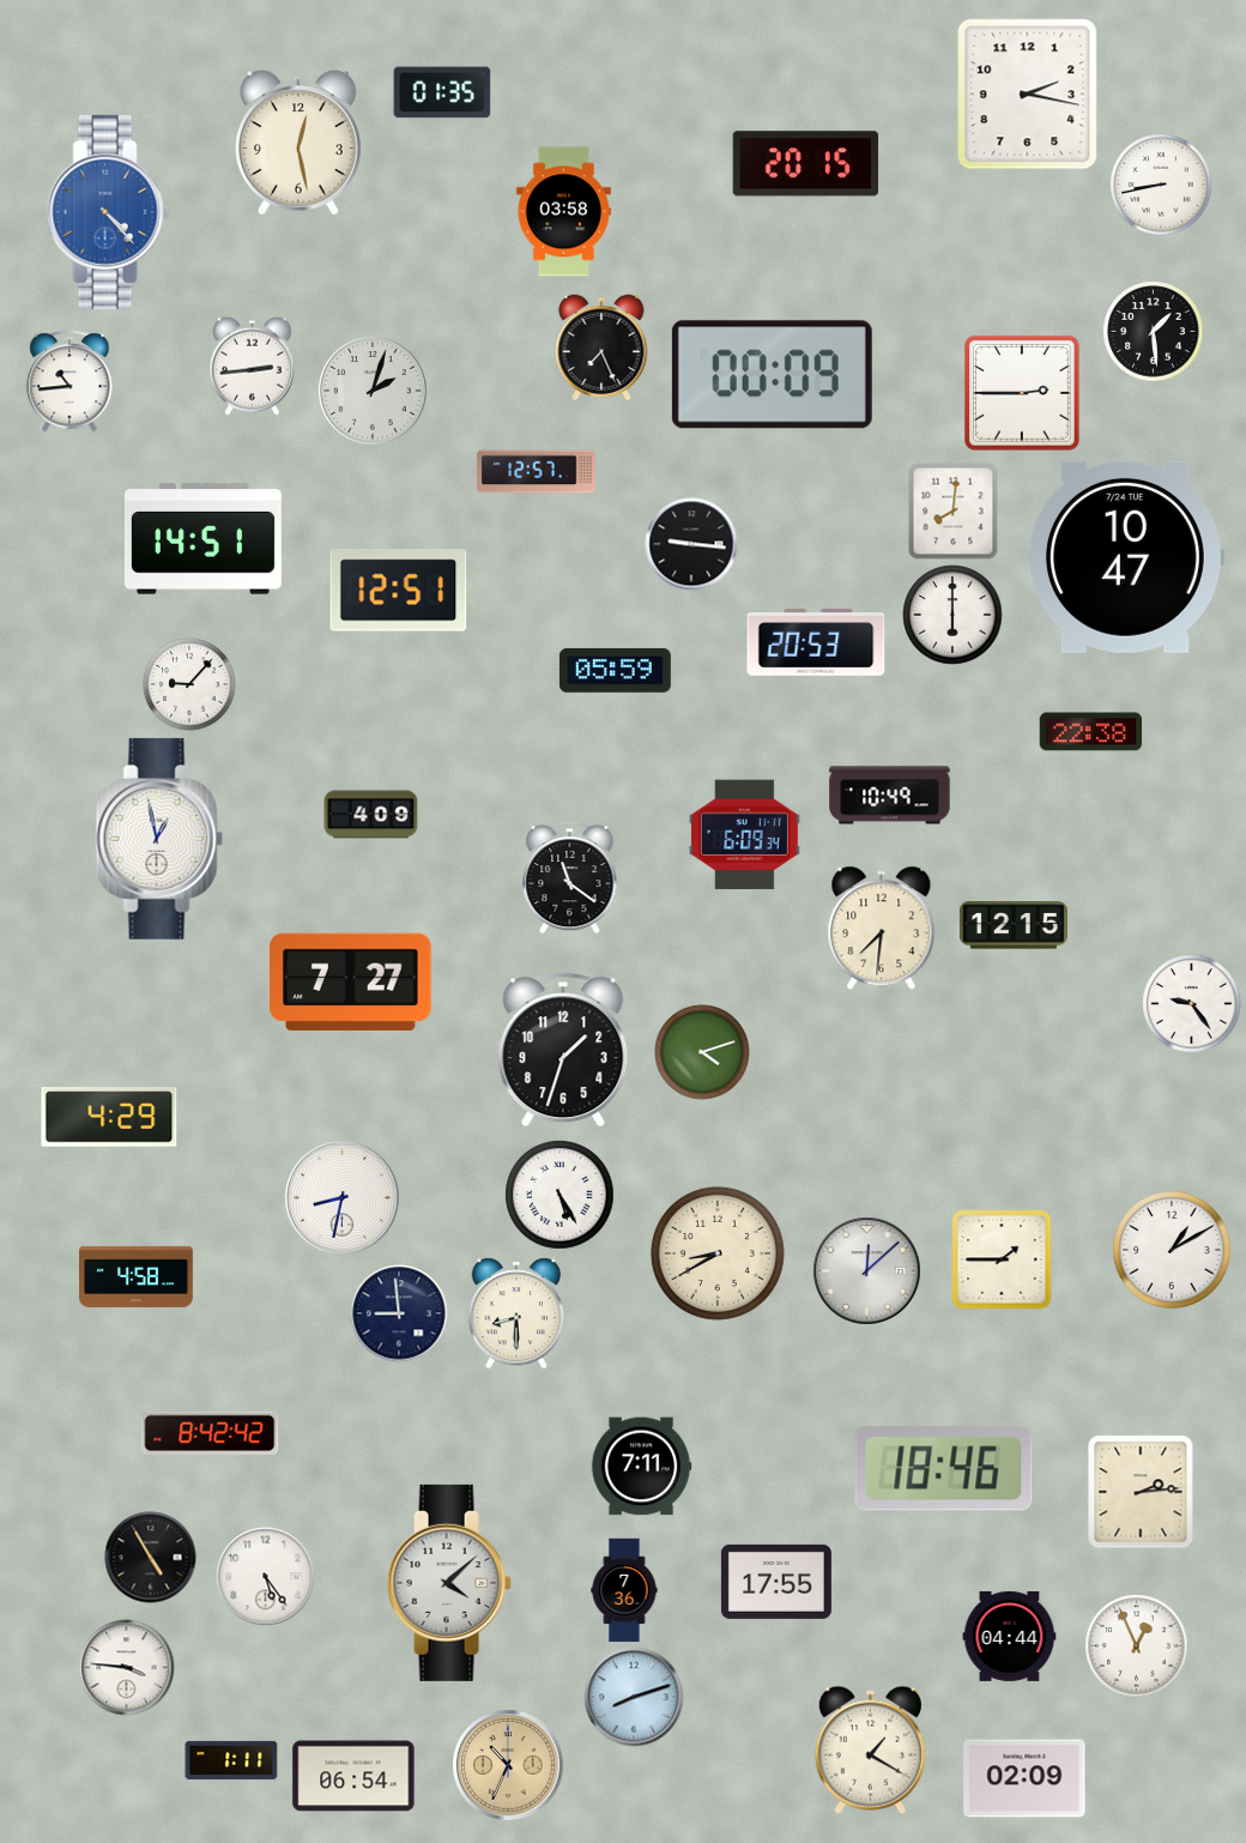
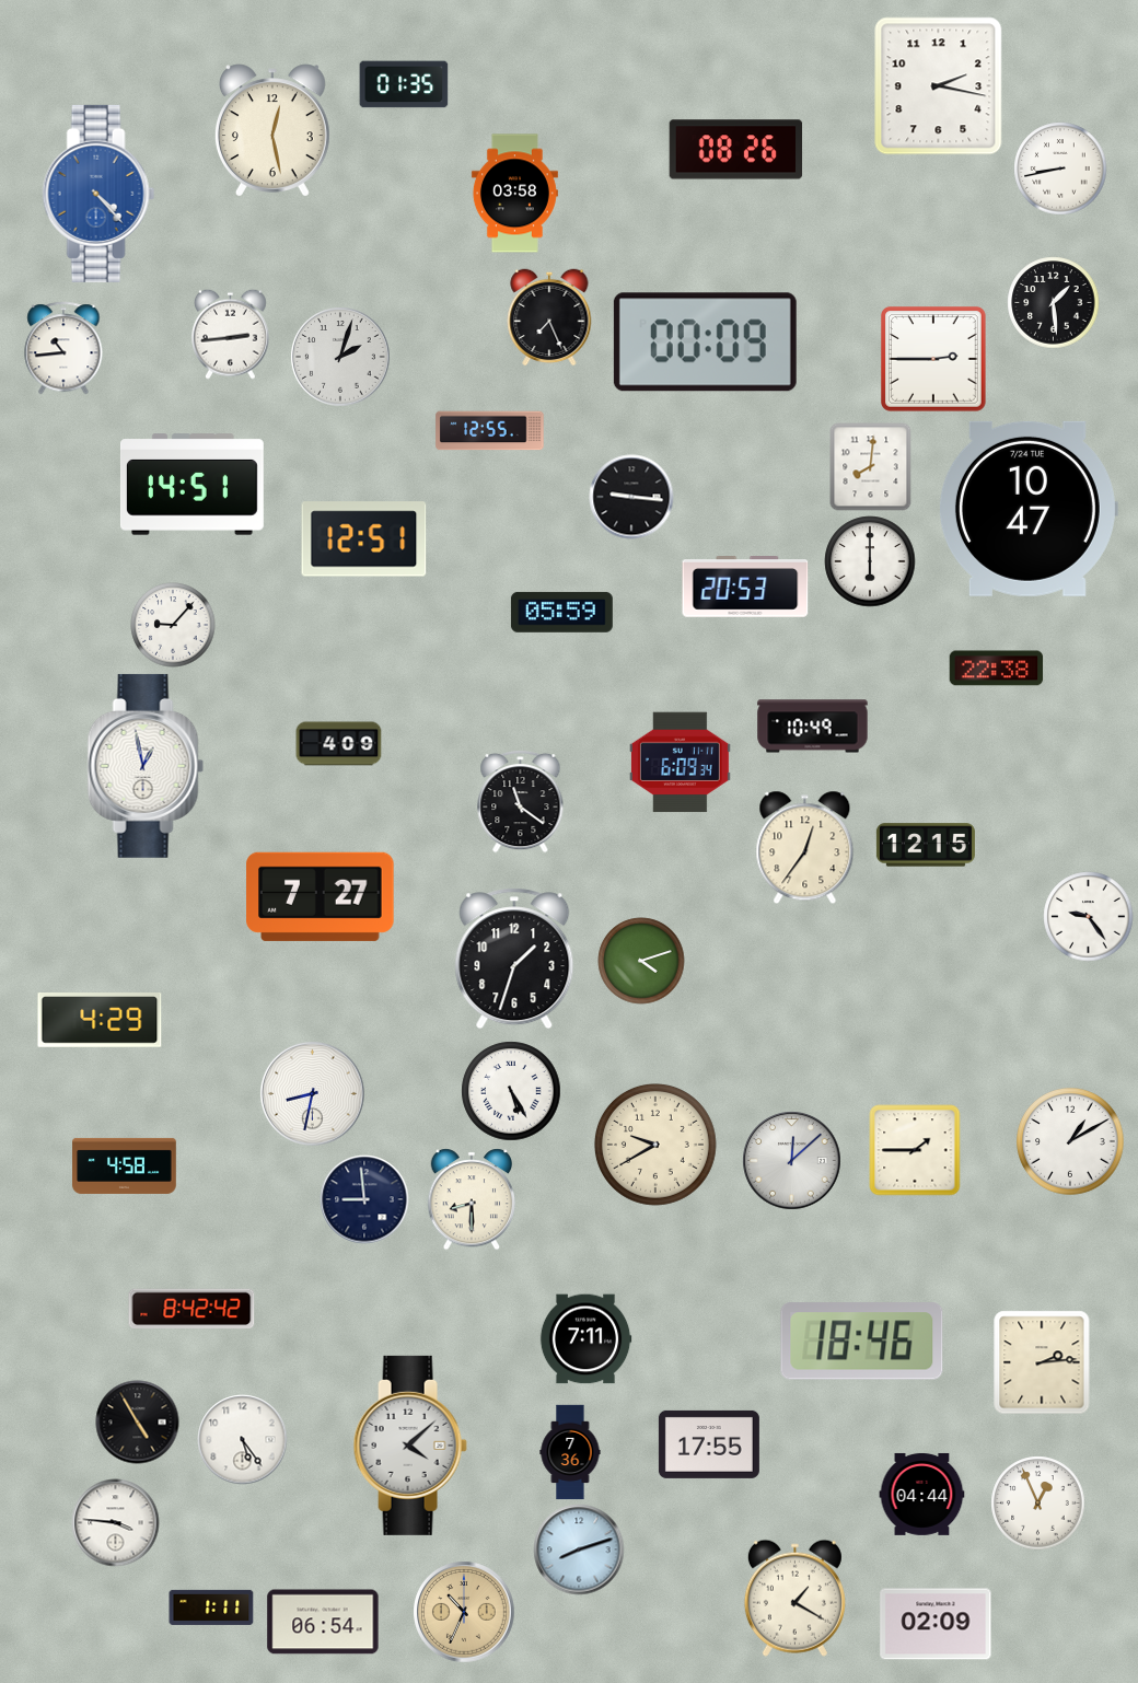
clock at (806, 164): 20:15 -> 08:26
clock at (537, 472): 12:57 -> 12:55
clock at (202, 539) position: (202, 539) -> (191, 485)
clock at (882, 929): 7:31 -> 12:36
clock at (718, 1253): 8:40 -> 9:40
